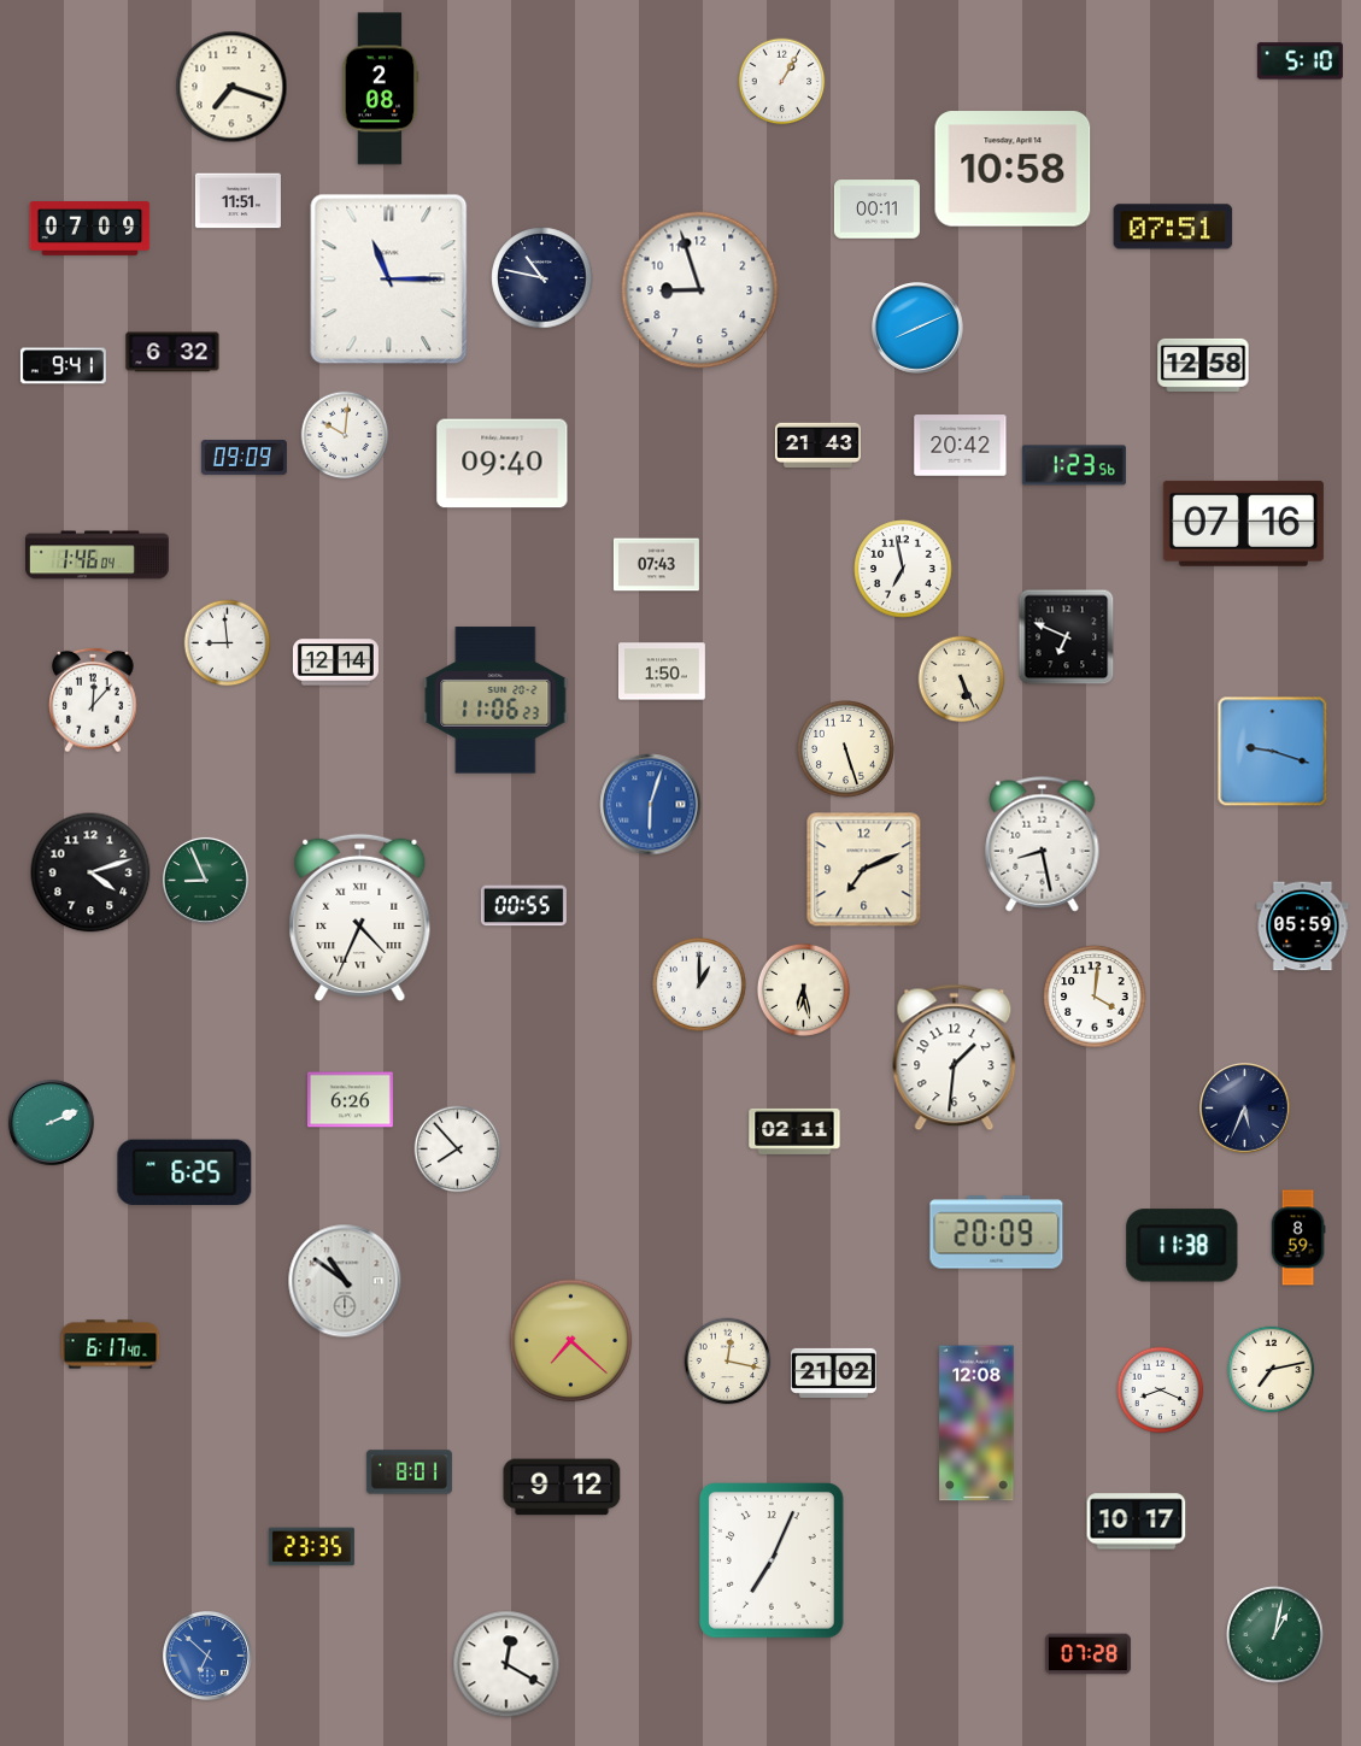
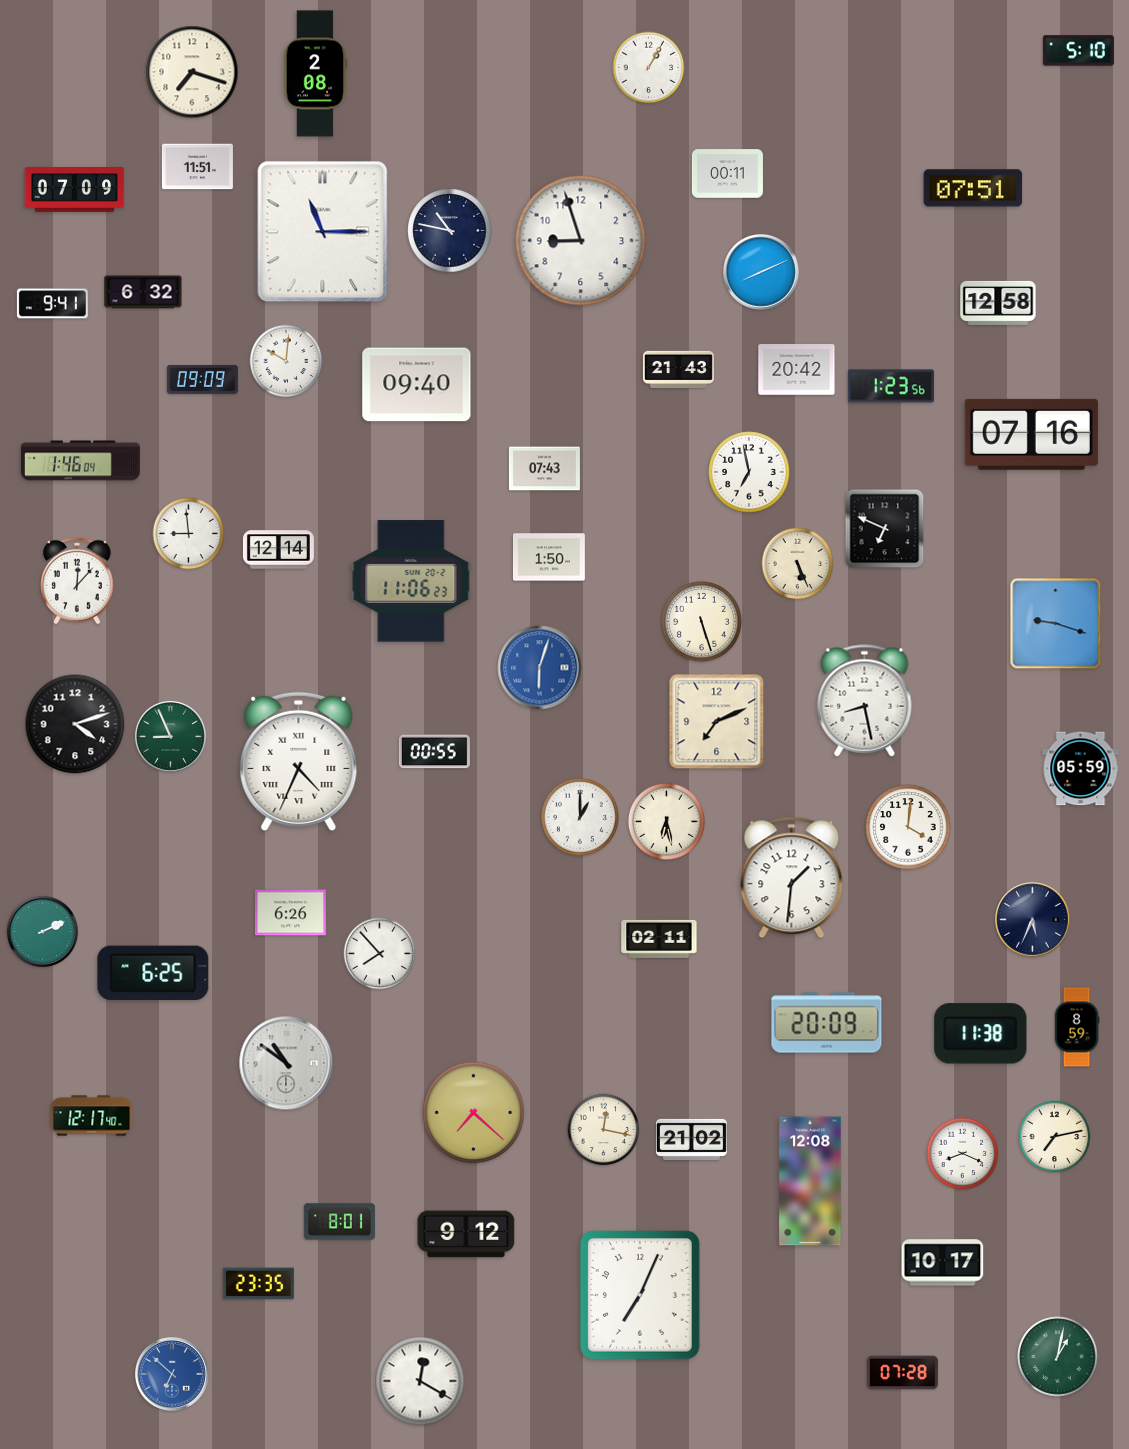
clock at (1013, 169): 10:58 -> none
clock at (205, 880) position: (205, 880) -> (170, 736)
clock at (111, 1345): 6:17 -> 12:17
